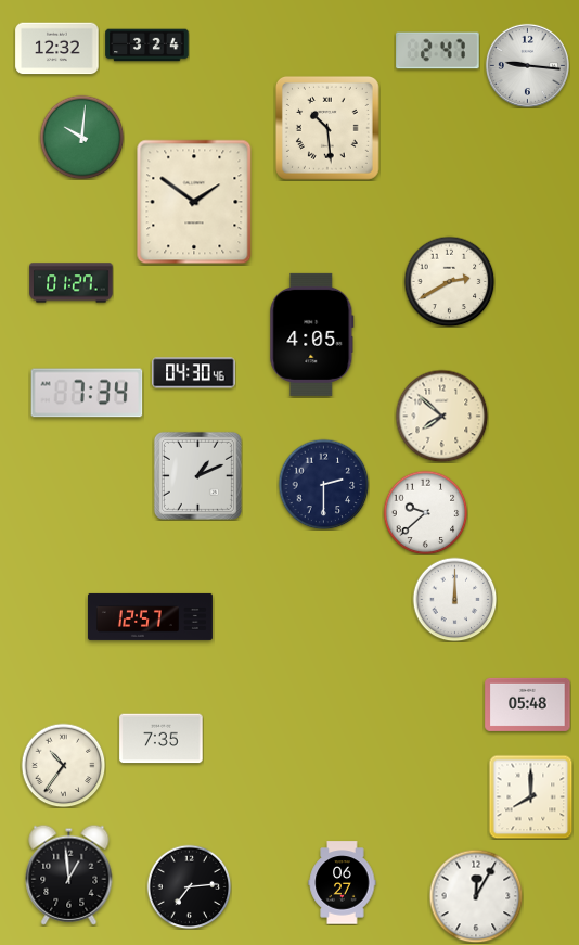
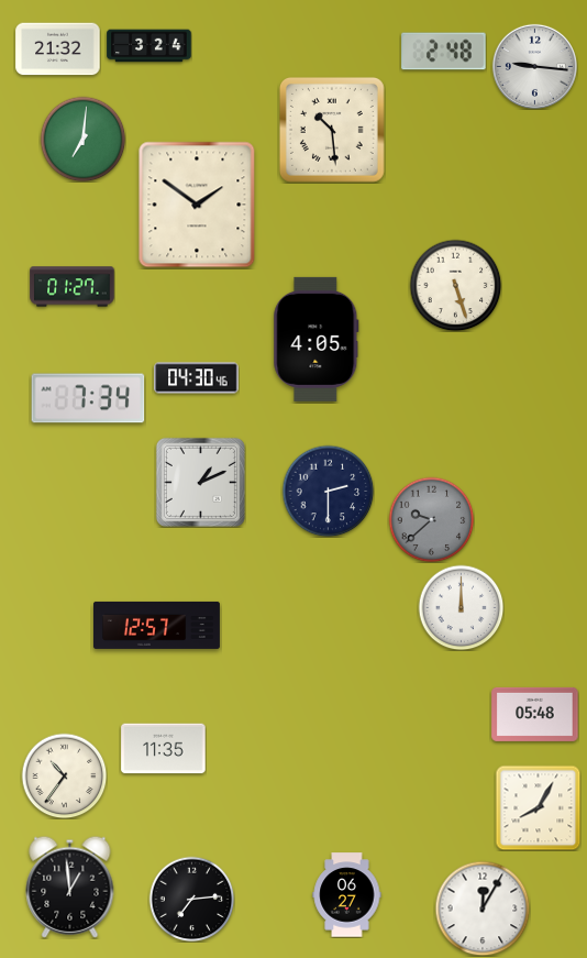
clock at (57, 49): 12:32 -> 21:32
clock at (438, 51): 2:47 -> 2:48
clock at (81, 137): 10:01 -> 7:01
clock at (449, 281): 2:40 -> 5:27
clock at (441, 416): 7:52 -> none
clock at (425, 512) dial: white -> grey
clock at (150, 616) position: (150, 616) -> (156, 625)
clock at (162, 739): 7:35 -> 11:35
clock at (530, 796): 8:00 -> 8:05
